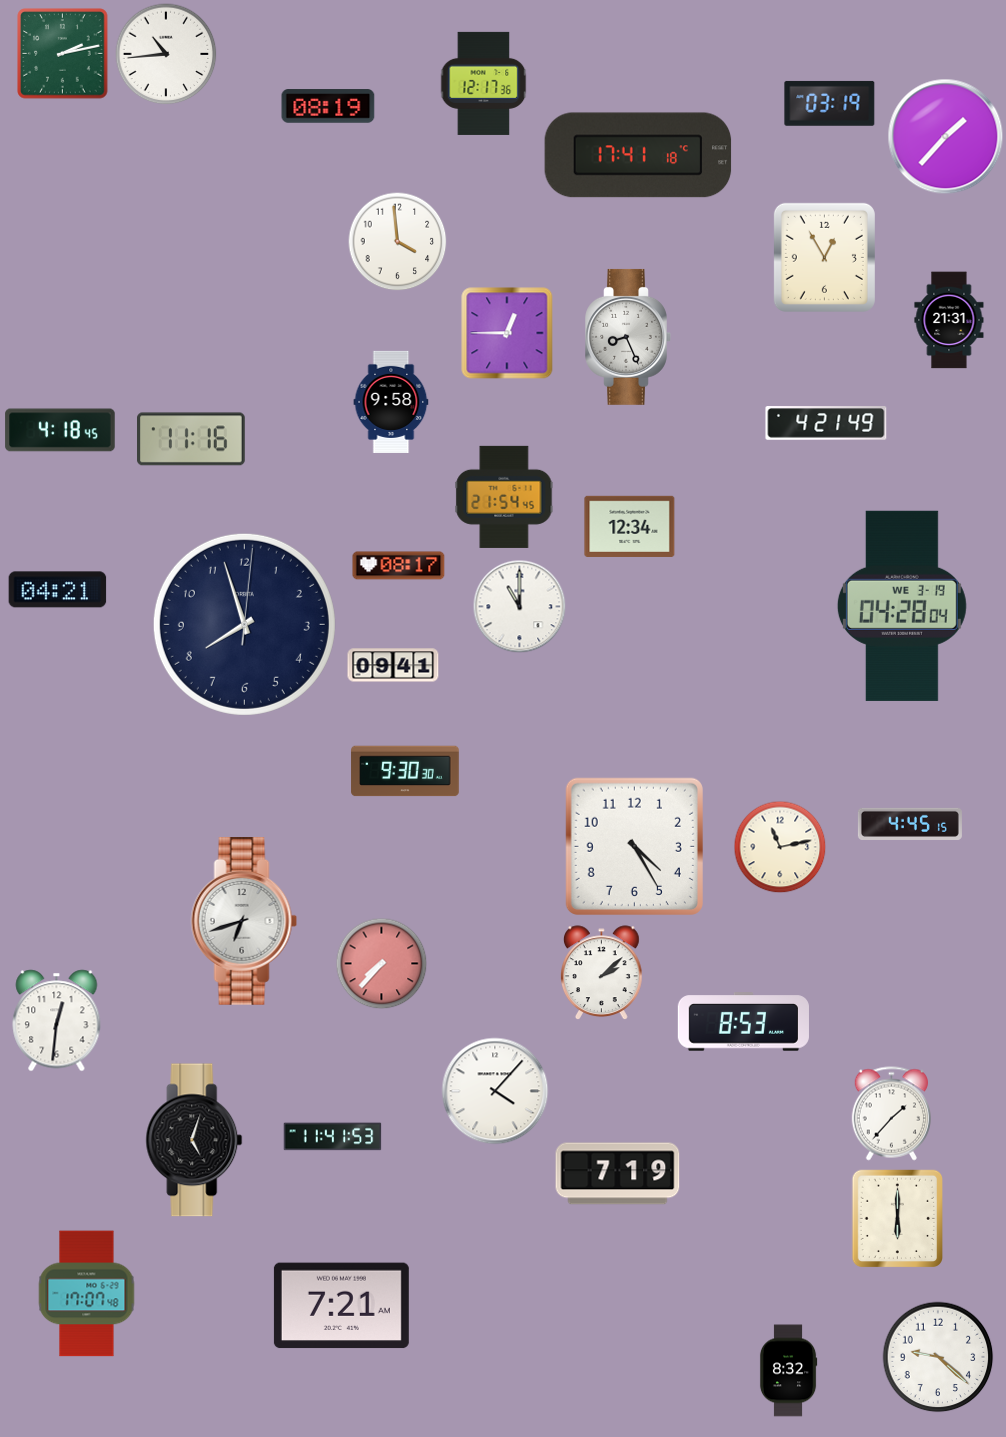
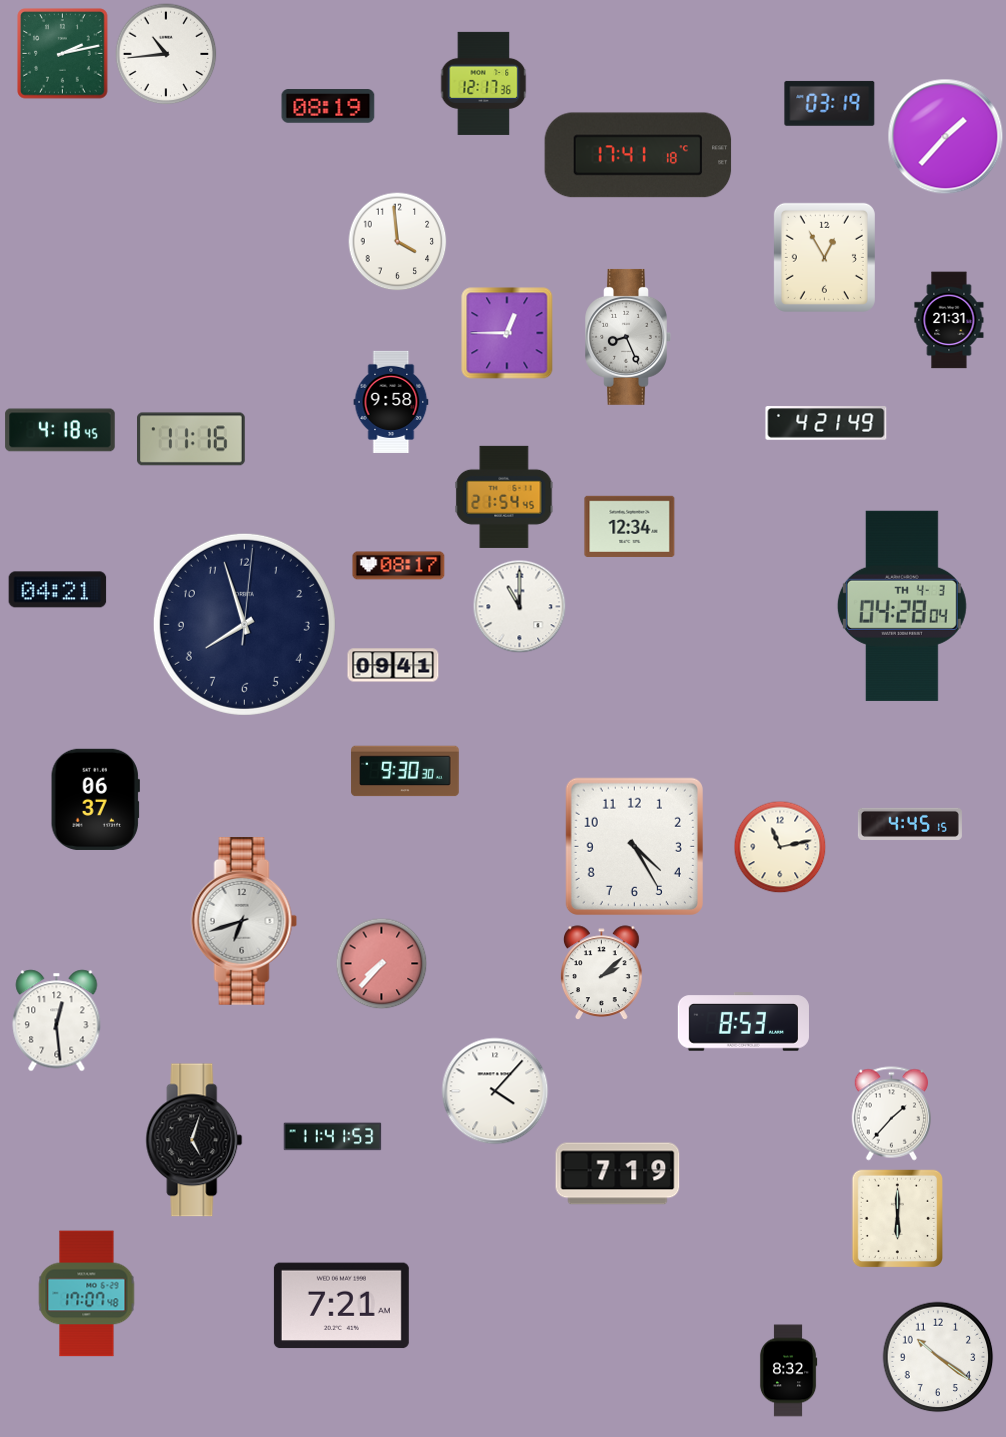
clock at (902, 606) date: WE 3-19 -> TH 4-3
clock at (95, 799): none -> 06:37
clock at (57, 1021): 12:31 -> 12:29
clock at (938, 1357): 9:22 -> 10:21
